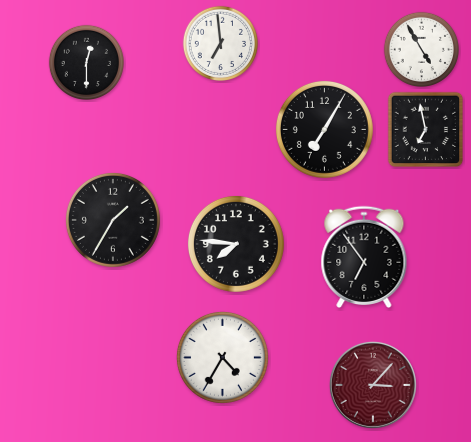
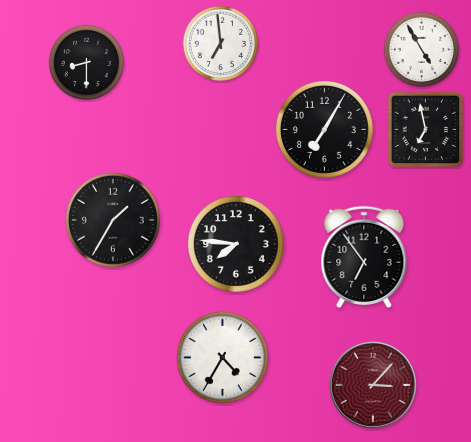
clock at (86, 62): 12:30 -> 8:30
